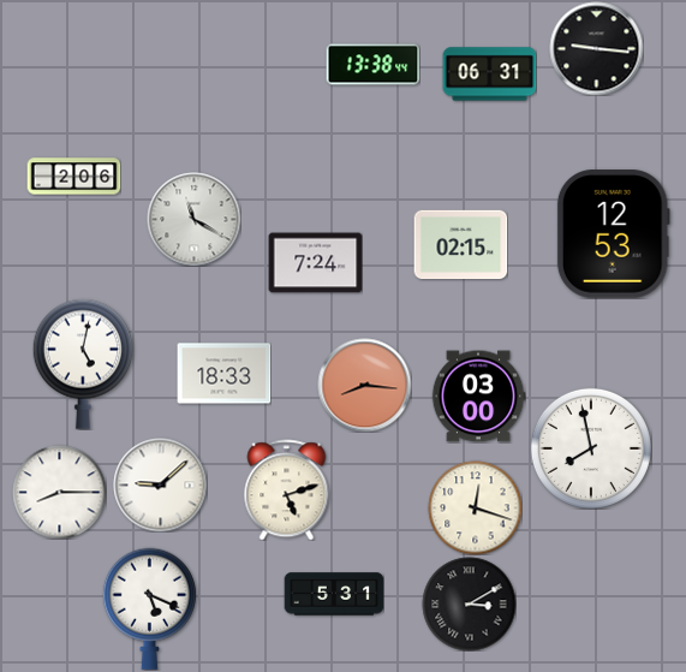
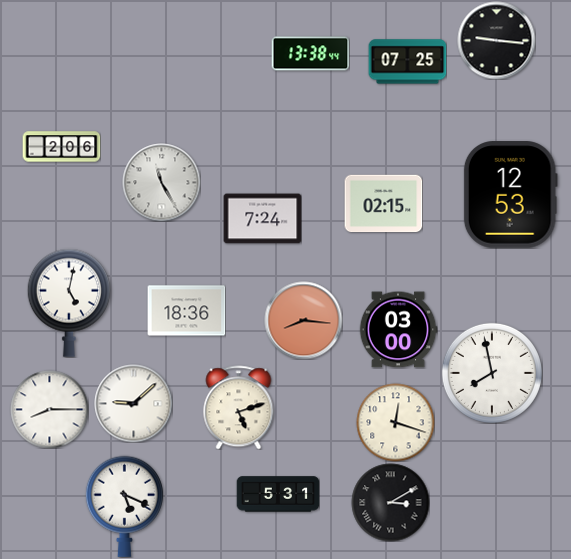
clock at (489, 75): 06:31 -> 07:25
clock at (193, 219): 11:20 -> 11:25
clock at (223, 374): 18:33 -> 18:36
